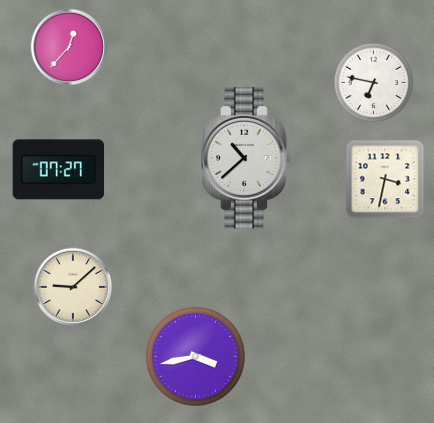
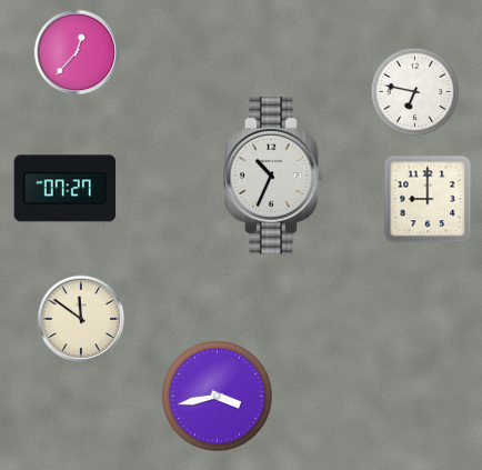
clock at (246, 158): 10:38 -> 10:34
clock at (385, 179): 3:32 -> 9:00
clock at (73, 287): 9:08 -> 11:51
